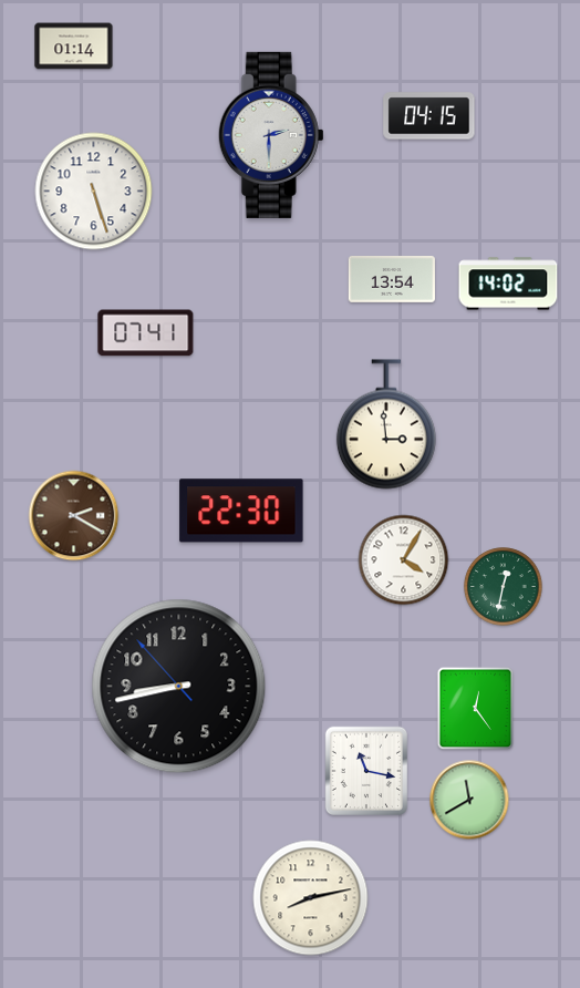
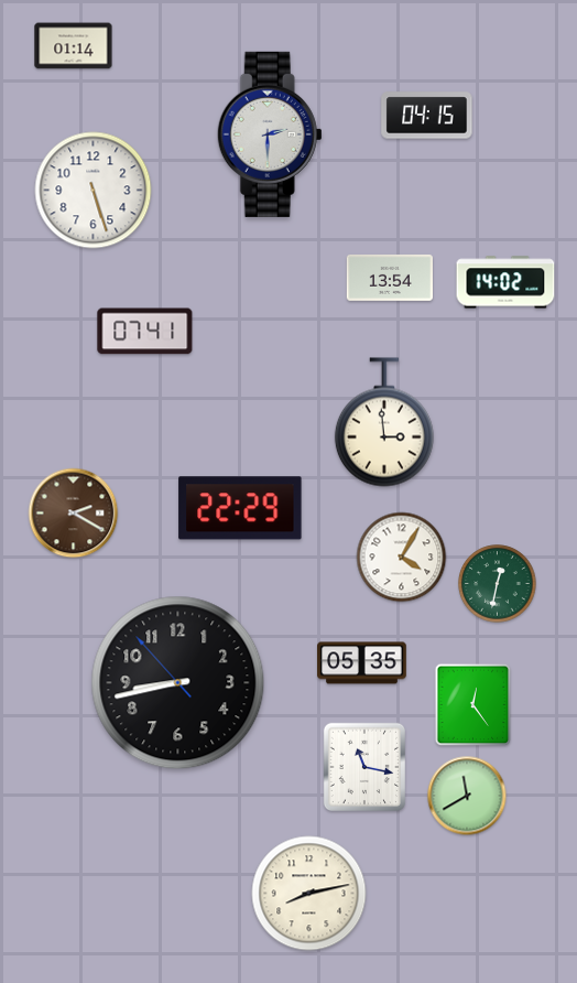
clock at (241, 511): 22:30 -> 22:29
clock at (504, 587) position: (504, 587) -> (498, 584)
clock at (362, 663): none -> 05:35
